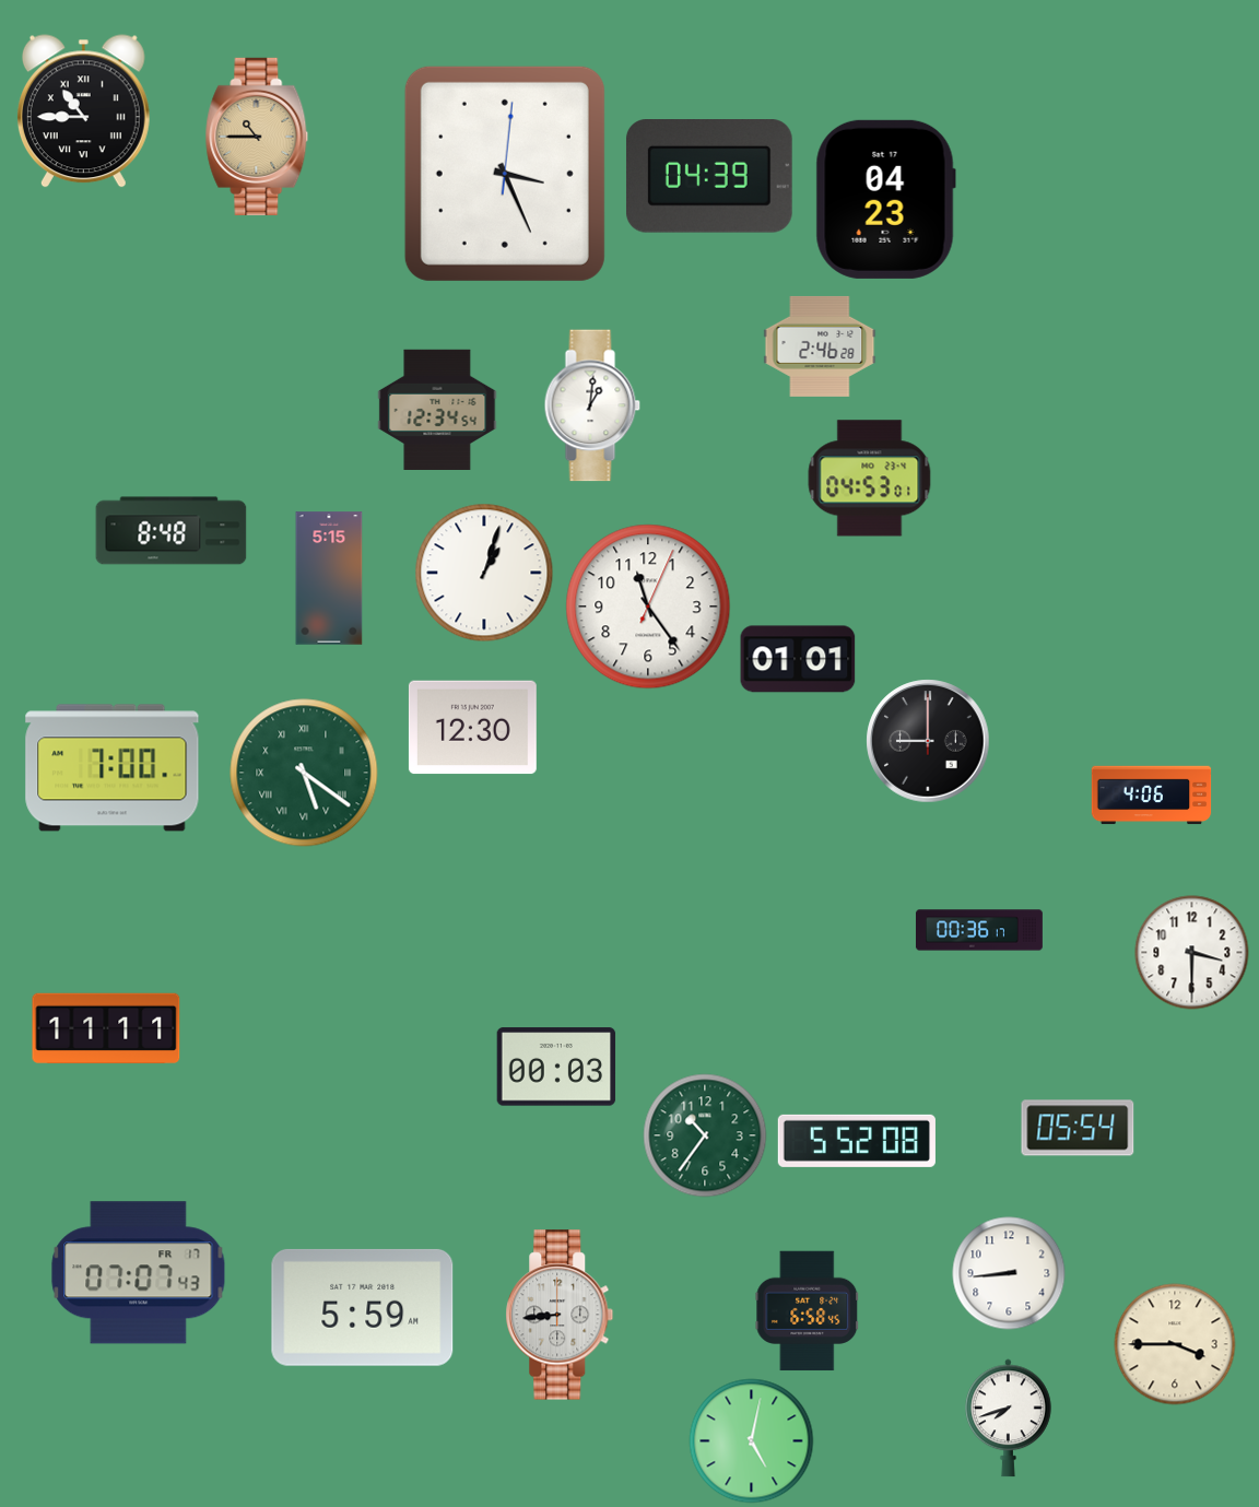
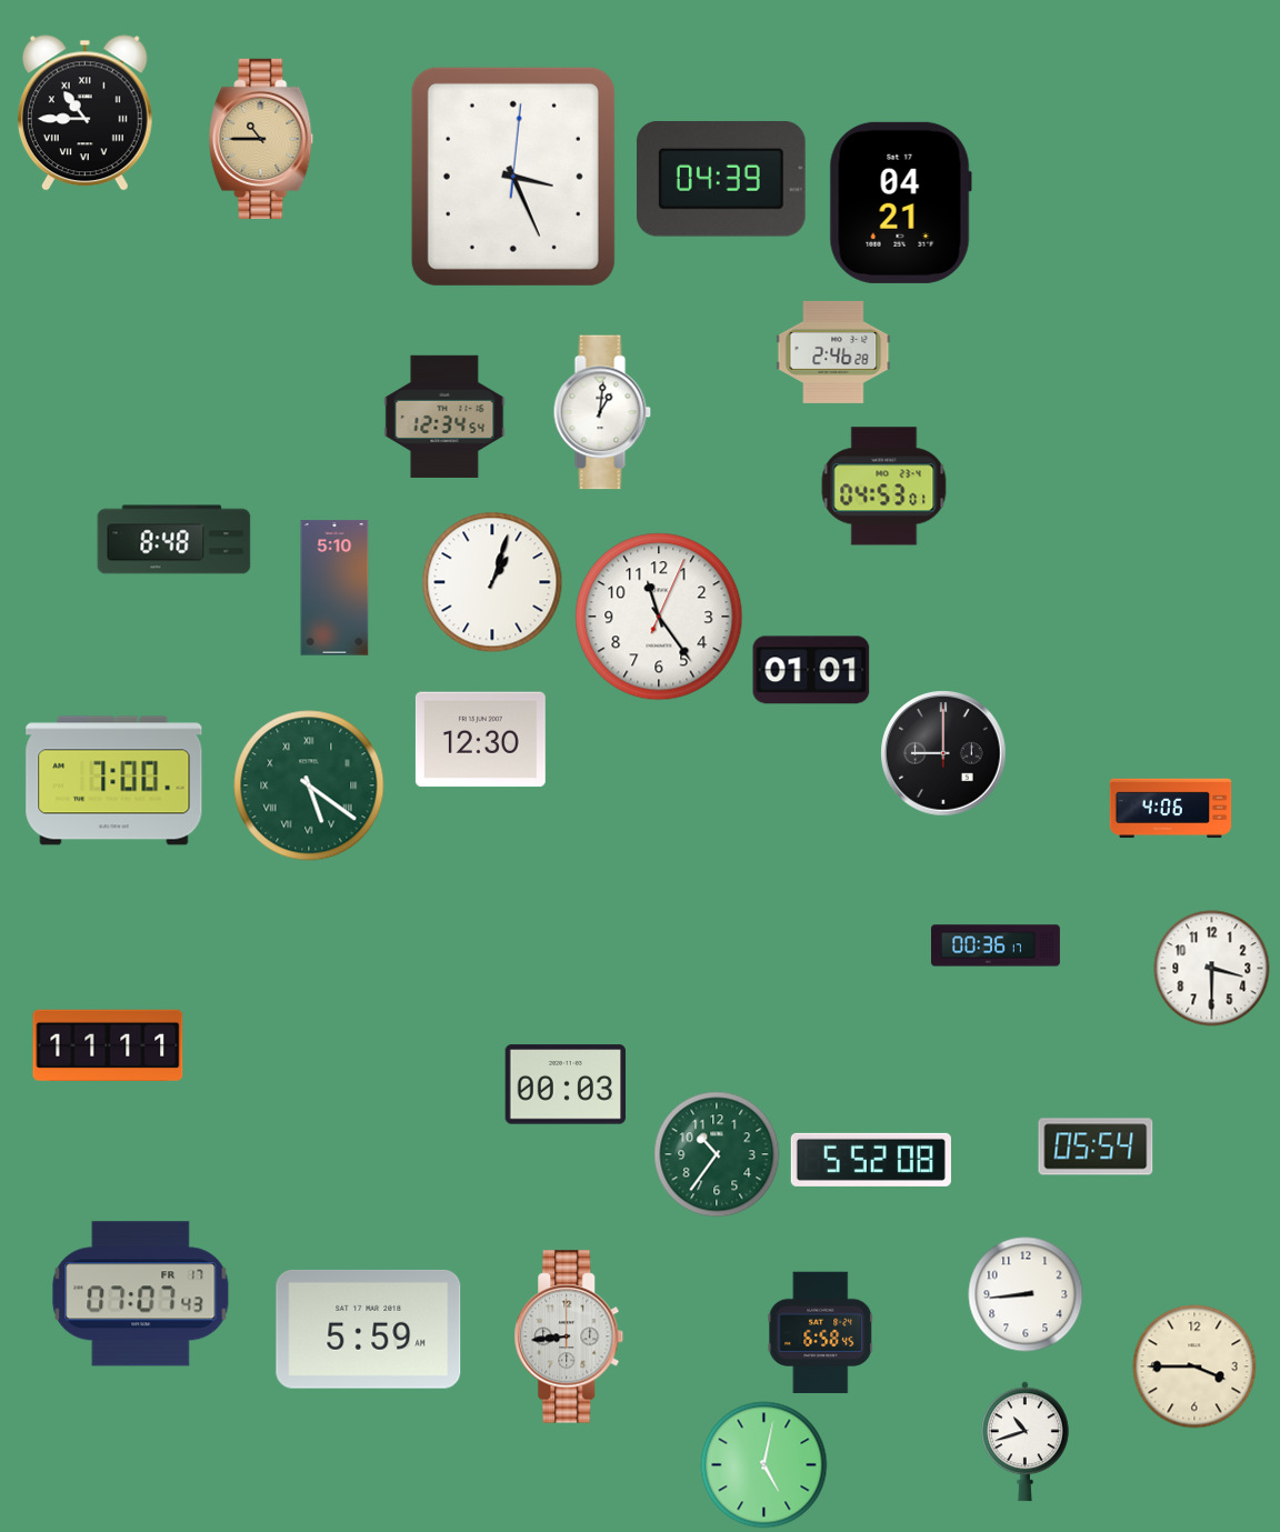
clock at (885, 199): 04:23 -> 04:21
clock at (329, 578): 5:15 -> 5:10
clock at (1009, 1418): 7:42 -> 10:42
